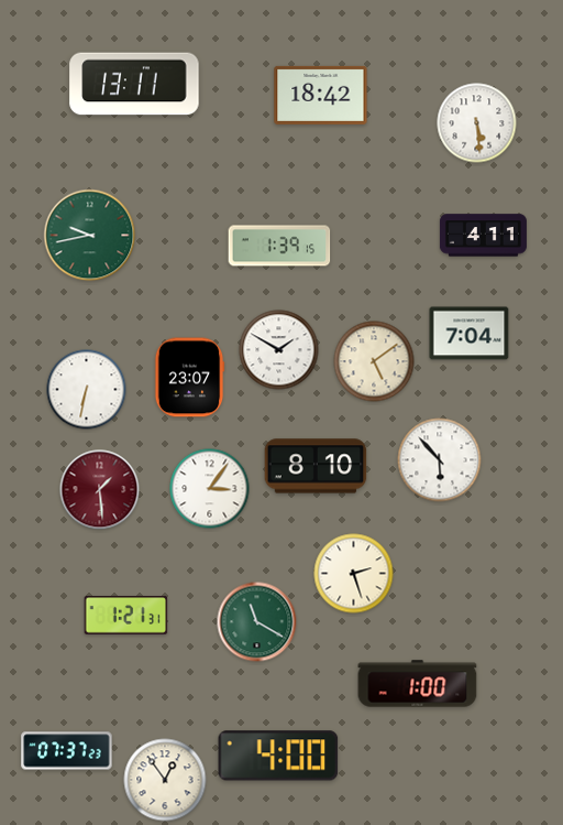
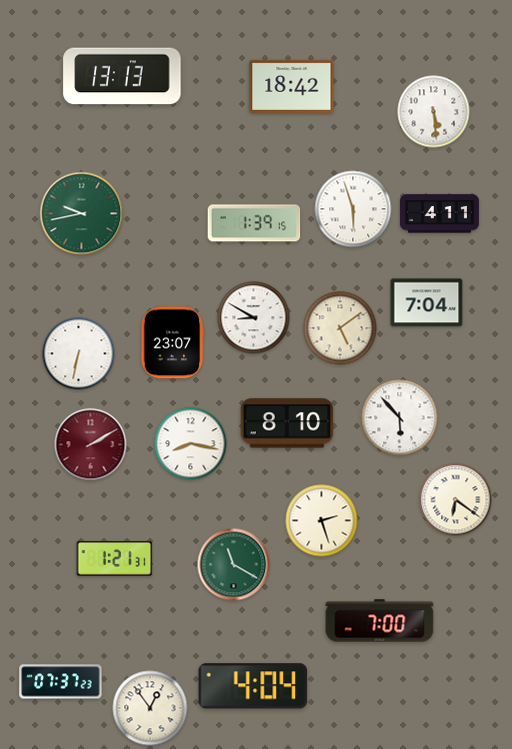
clock at (134, 84): 13:11 -> 13:13
clock at (353, 209): none -> 5:57
clock at (279, 350): 1:50 -> 8:50
clock at (210, 489): 3:06 -> 8:17
clock at (100, 490): 1:29 -> 2:10
clock at (456, 500): none -> 6:21
clock at (418, 684): 1:00 -> 7:00
clock at (278, 756): 4:00 -> 4:04
